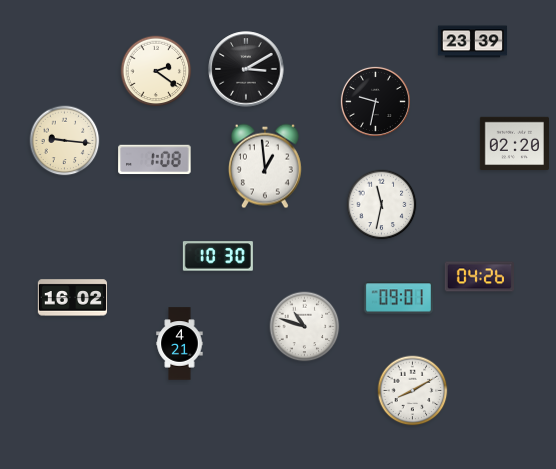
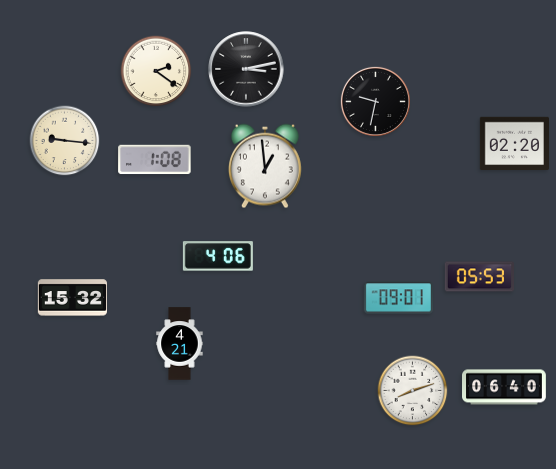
clock at (473, 42): 23:39 -> none
clock at (246, 69): 3:10 -> 3:13
clock at (382, 205): 11:32 -> none
clock at (218, 256): 10:30 -> 4:06
clock at (479, 277): 04:26 -> 05:53
clock at (72, 298): 16:02 -> 15:32
clock at (305, 327): 10:48 -> none
clock at (505, 387): none -> 06:40
clock at (413, 391): 8:10 -> 8:12
